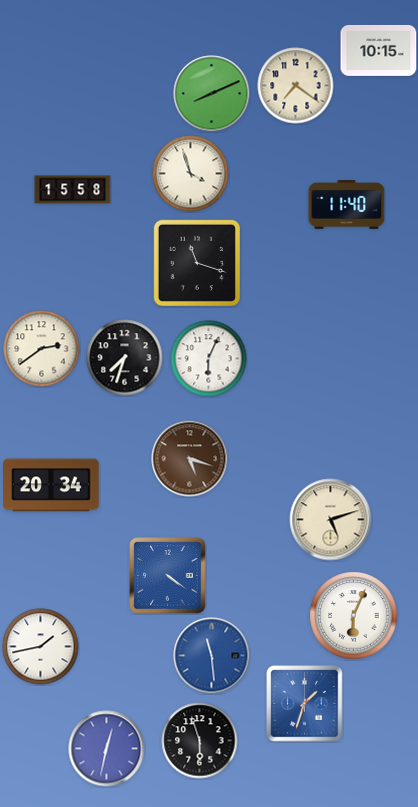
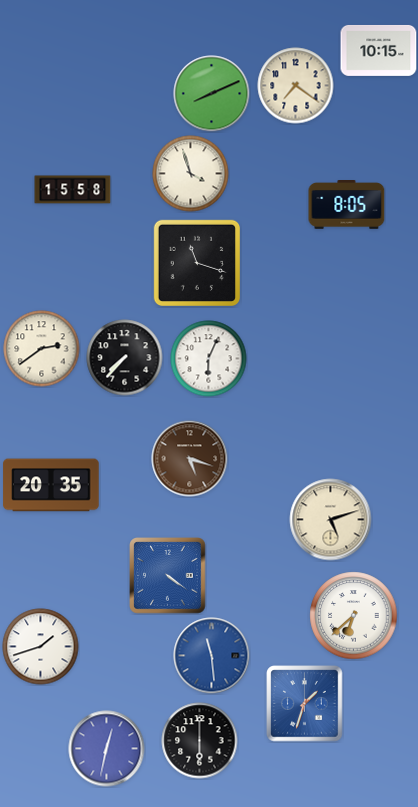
clock at (347, 205): 11:40 -> 8:05
clock at (125, 358): 7:33 -> 7:37
clock at (51, 485): 20:34 -> 20:35
clock at (354, 616): 6:04 -> 6:38
clock at (41, 647): 1:43 -> 1:42
clock at (200, 741): 5:57 -> 6:00
